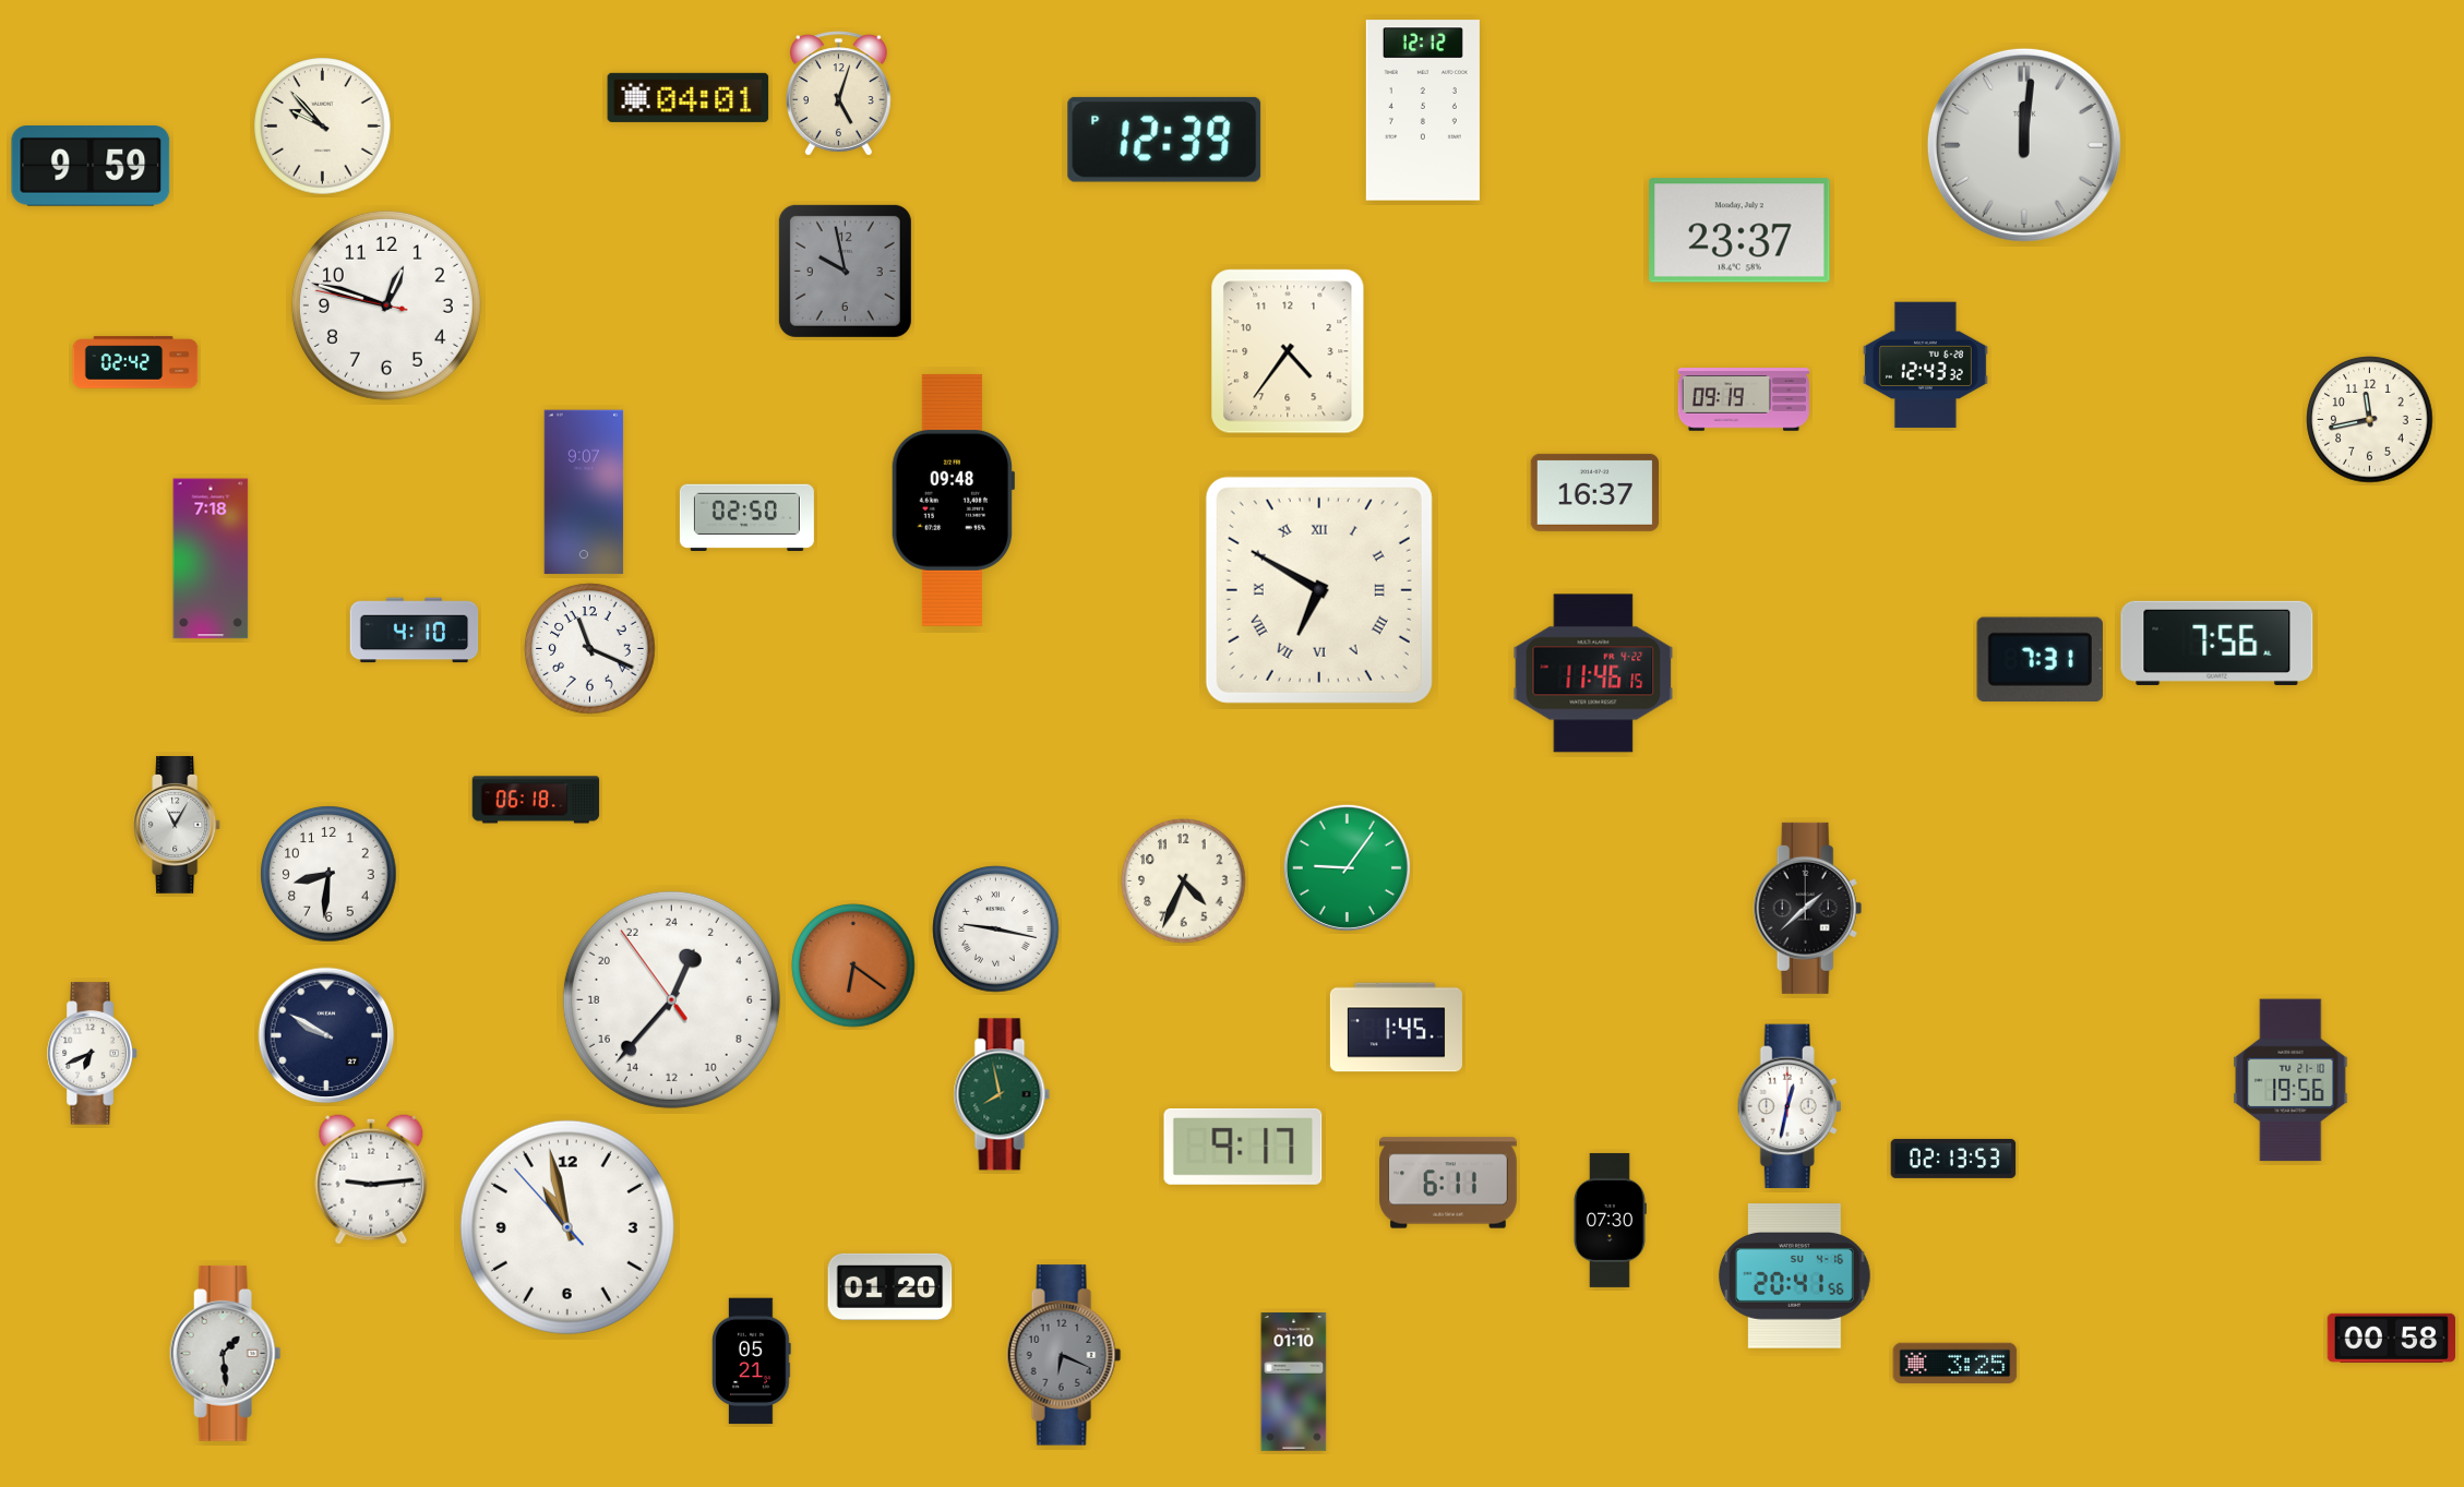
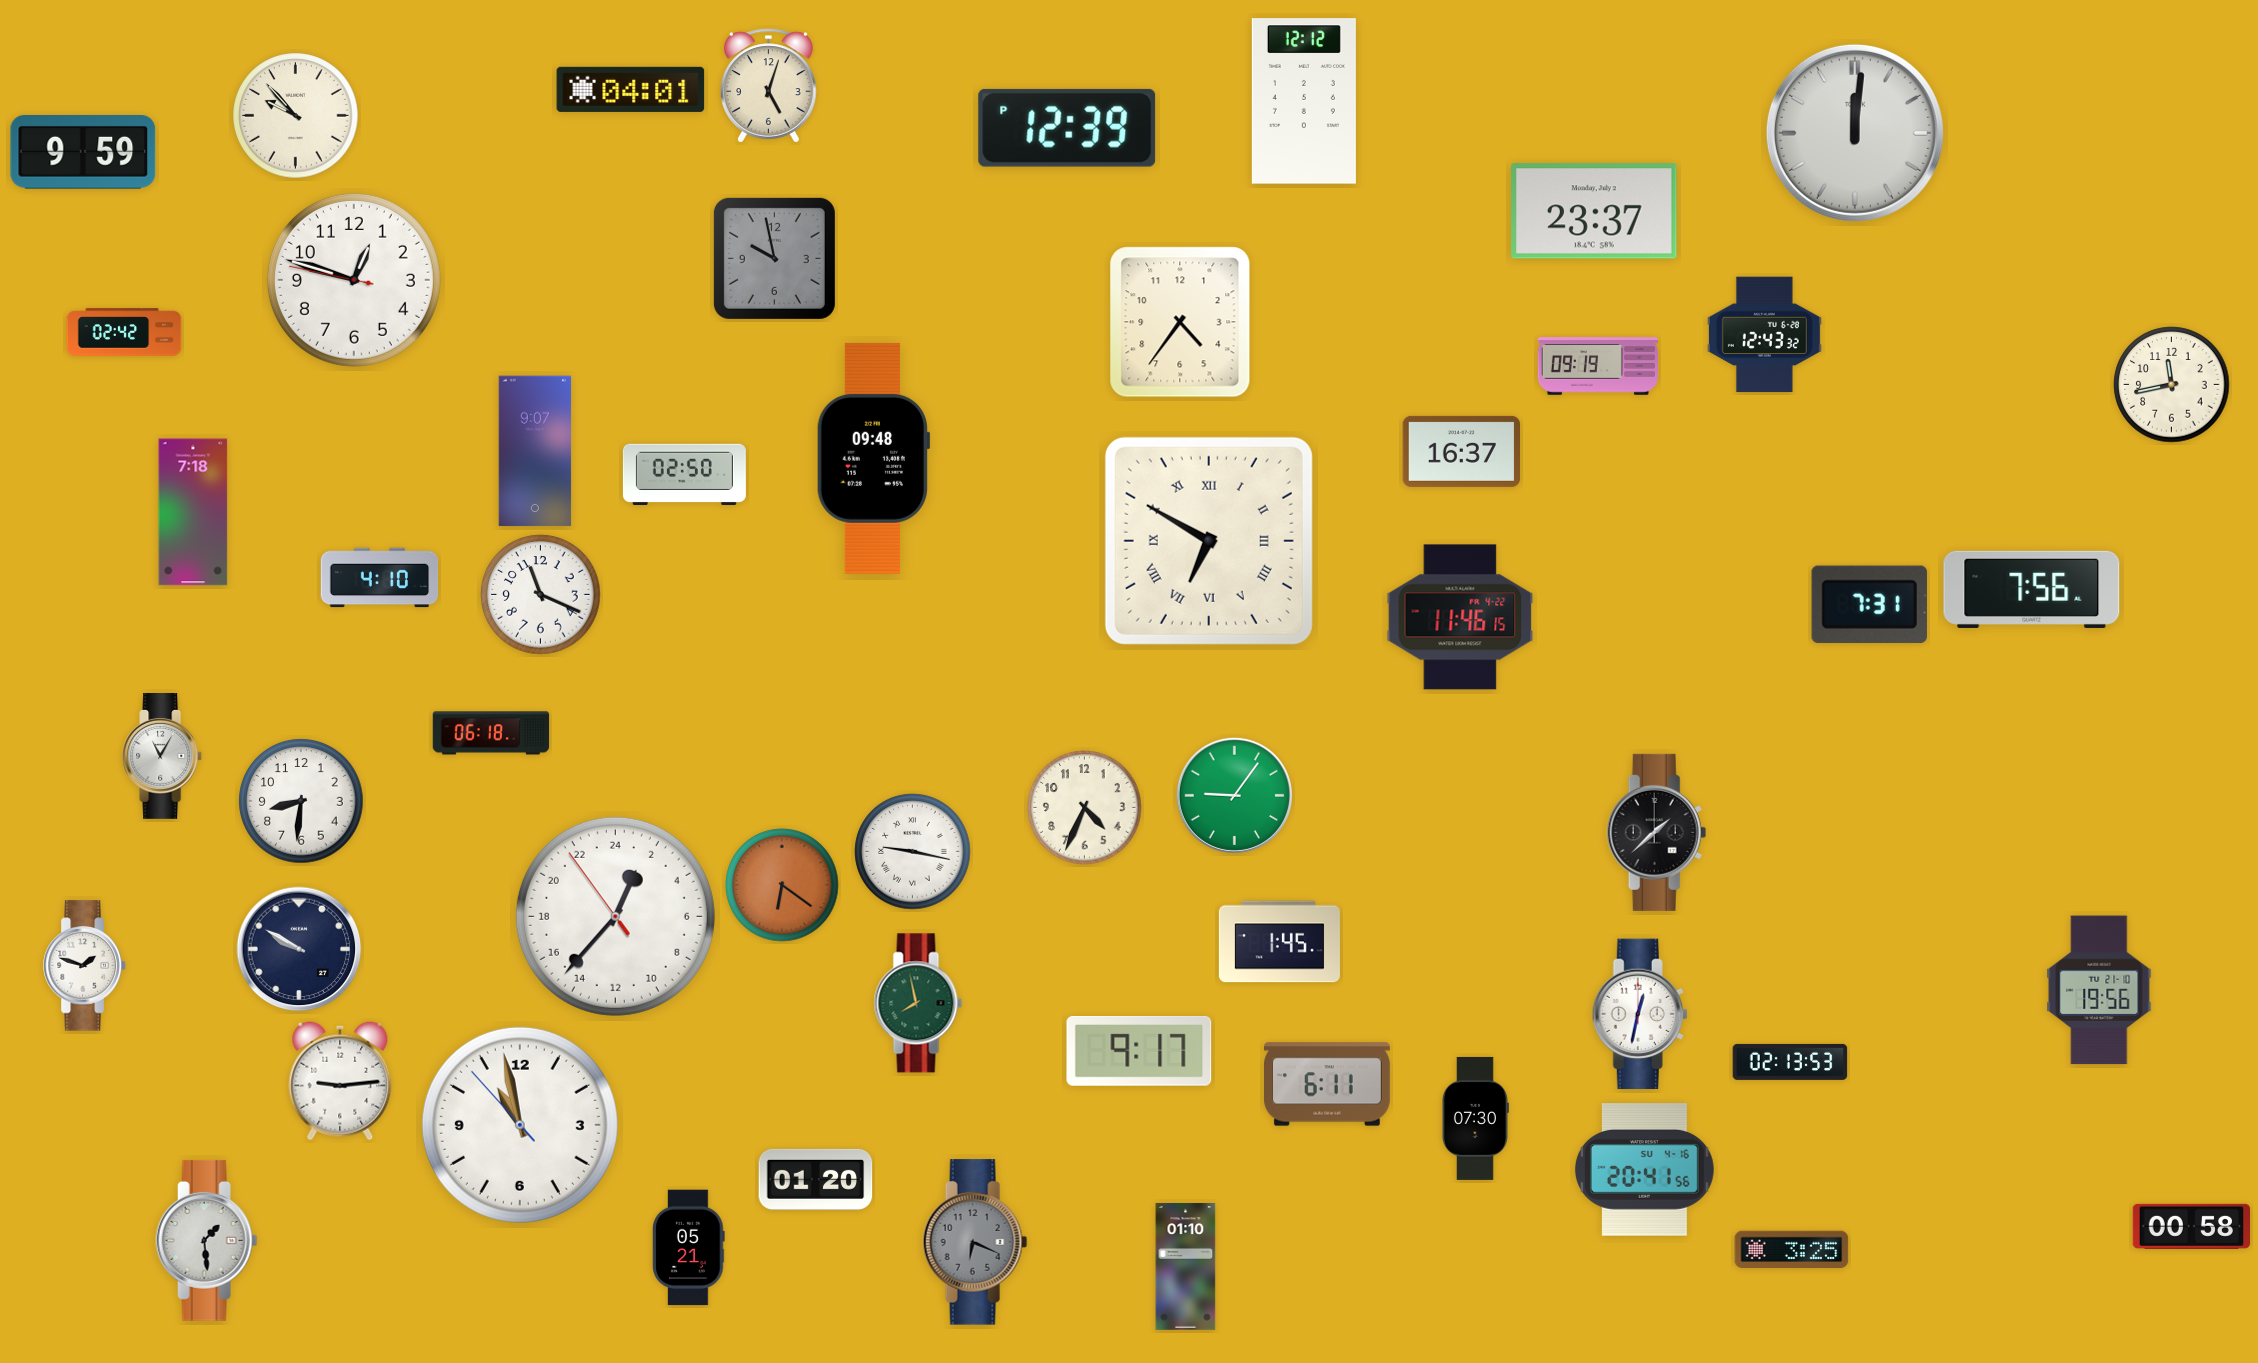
clock at (845, 271) position: (845, 271) -> (774, 258)
clock at (93, 1054): 6:41 -> 1:48
